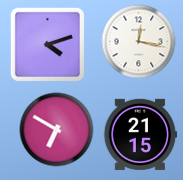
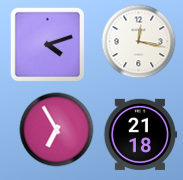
clock at (57, 130): 6:50 -> 6:55
clock at (141, 134): 21:15 -> 21:18
